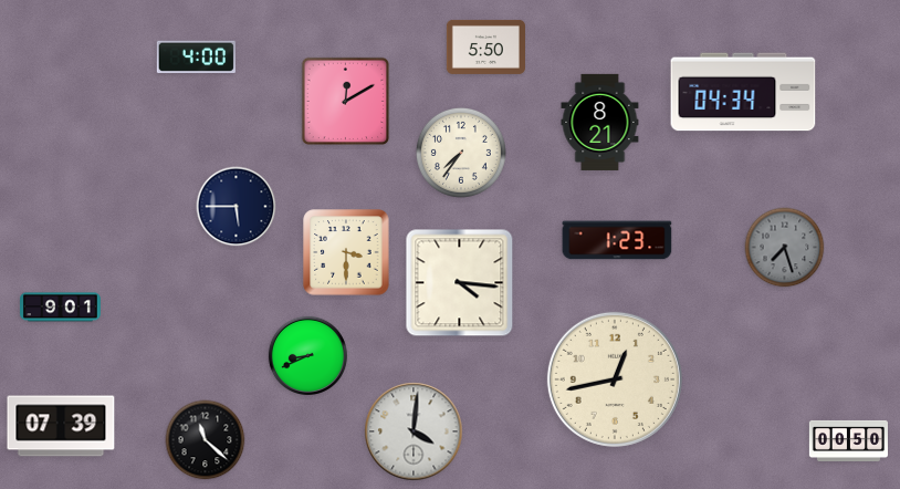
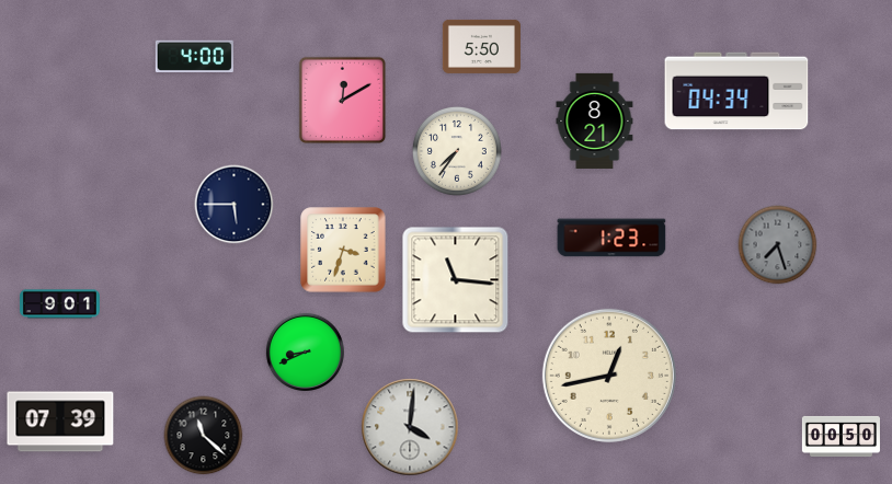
clock at (346, 252): 3:30 -> 3:33
clock at (460, 283): 4:16 -> 11:16
